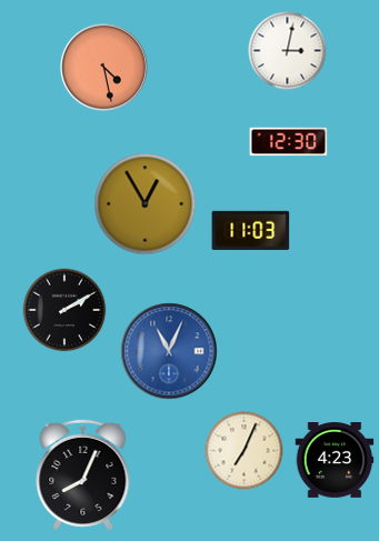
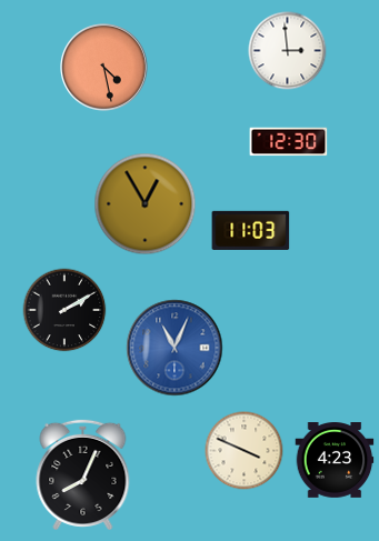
clock at (288, 51): 3:02 -> 2:59
clock at (169, 351) position: (169, 351) -> (174, 348)
clock at (245, 451): 7:04 -> 3:49
